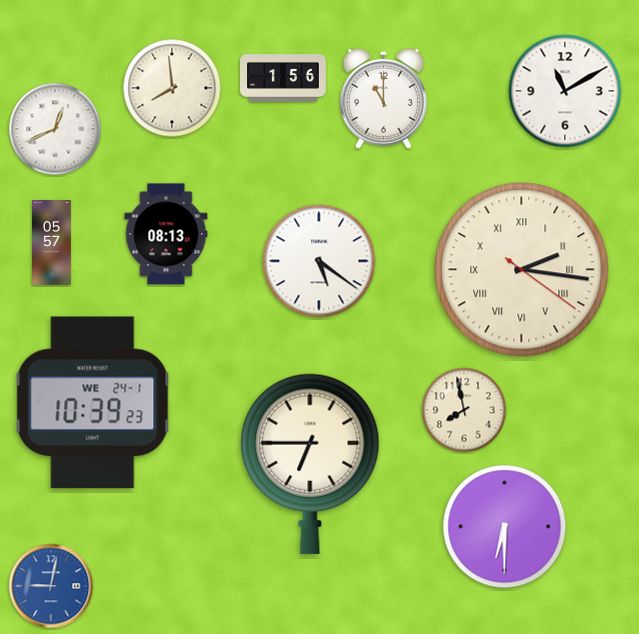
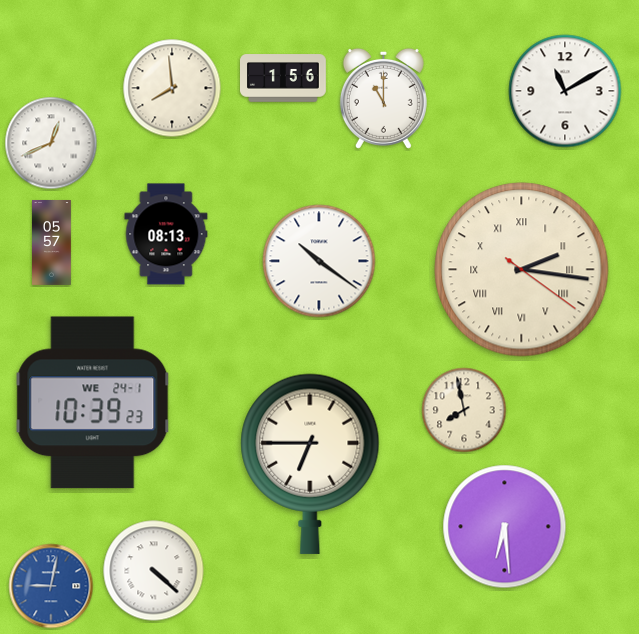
clock at (55, 129) position: (55, 129) -> (51, 143)
clock at (319, 261): 5:21 -> 10:21
clock at (505, 527): 6:30 -> 6:29
clock at (154, 571): none -> 4:22
